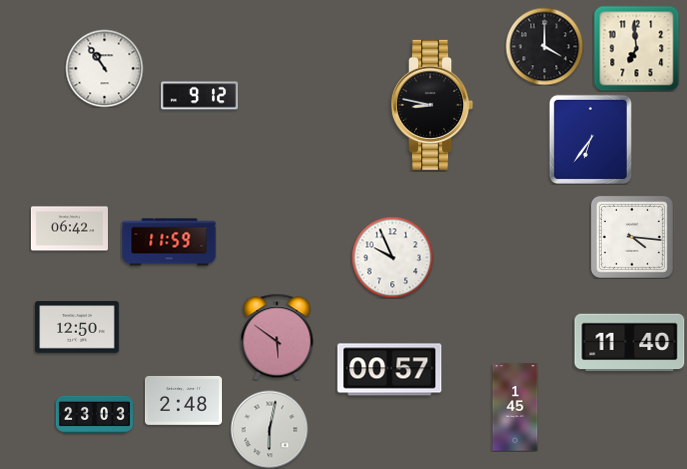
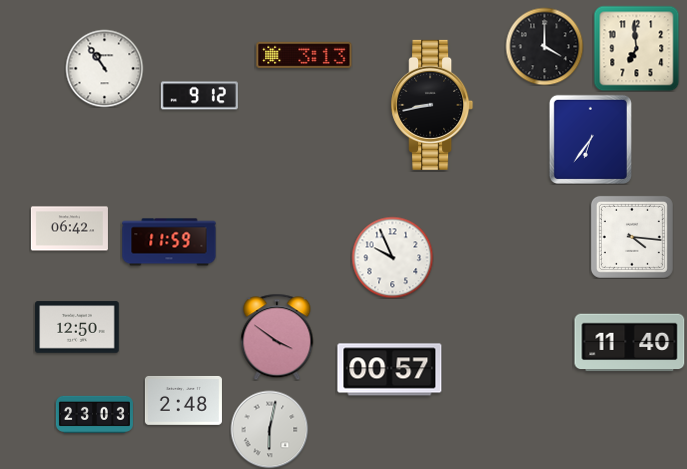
clock at (304, 54): none -> 3:13
clock at (432, 105): 8:47 -> 8:43
clock at (277, 337): 5:51 -> 3:51
clock at (515, 407): 1:45 -> none
